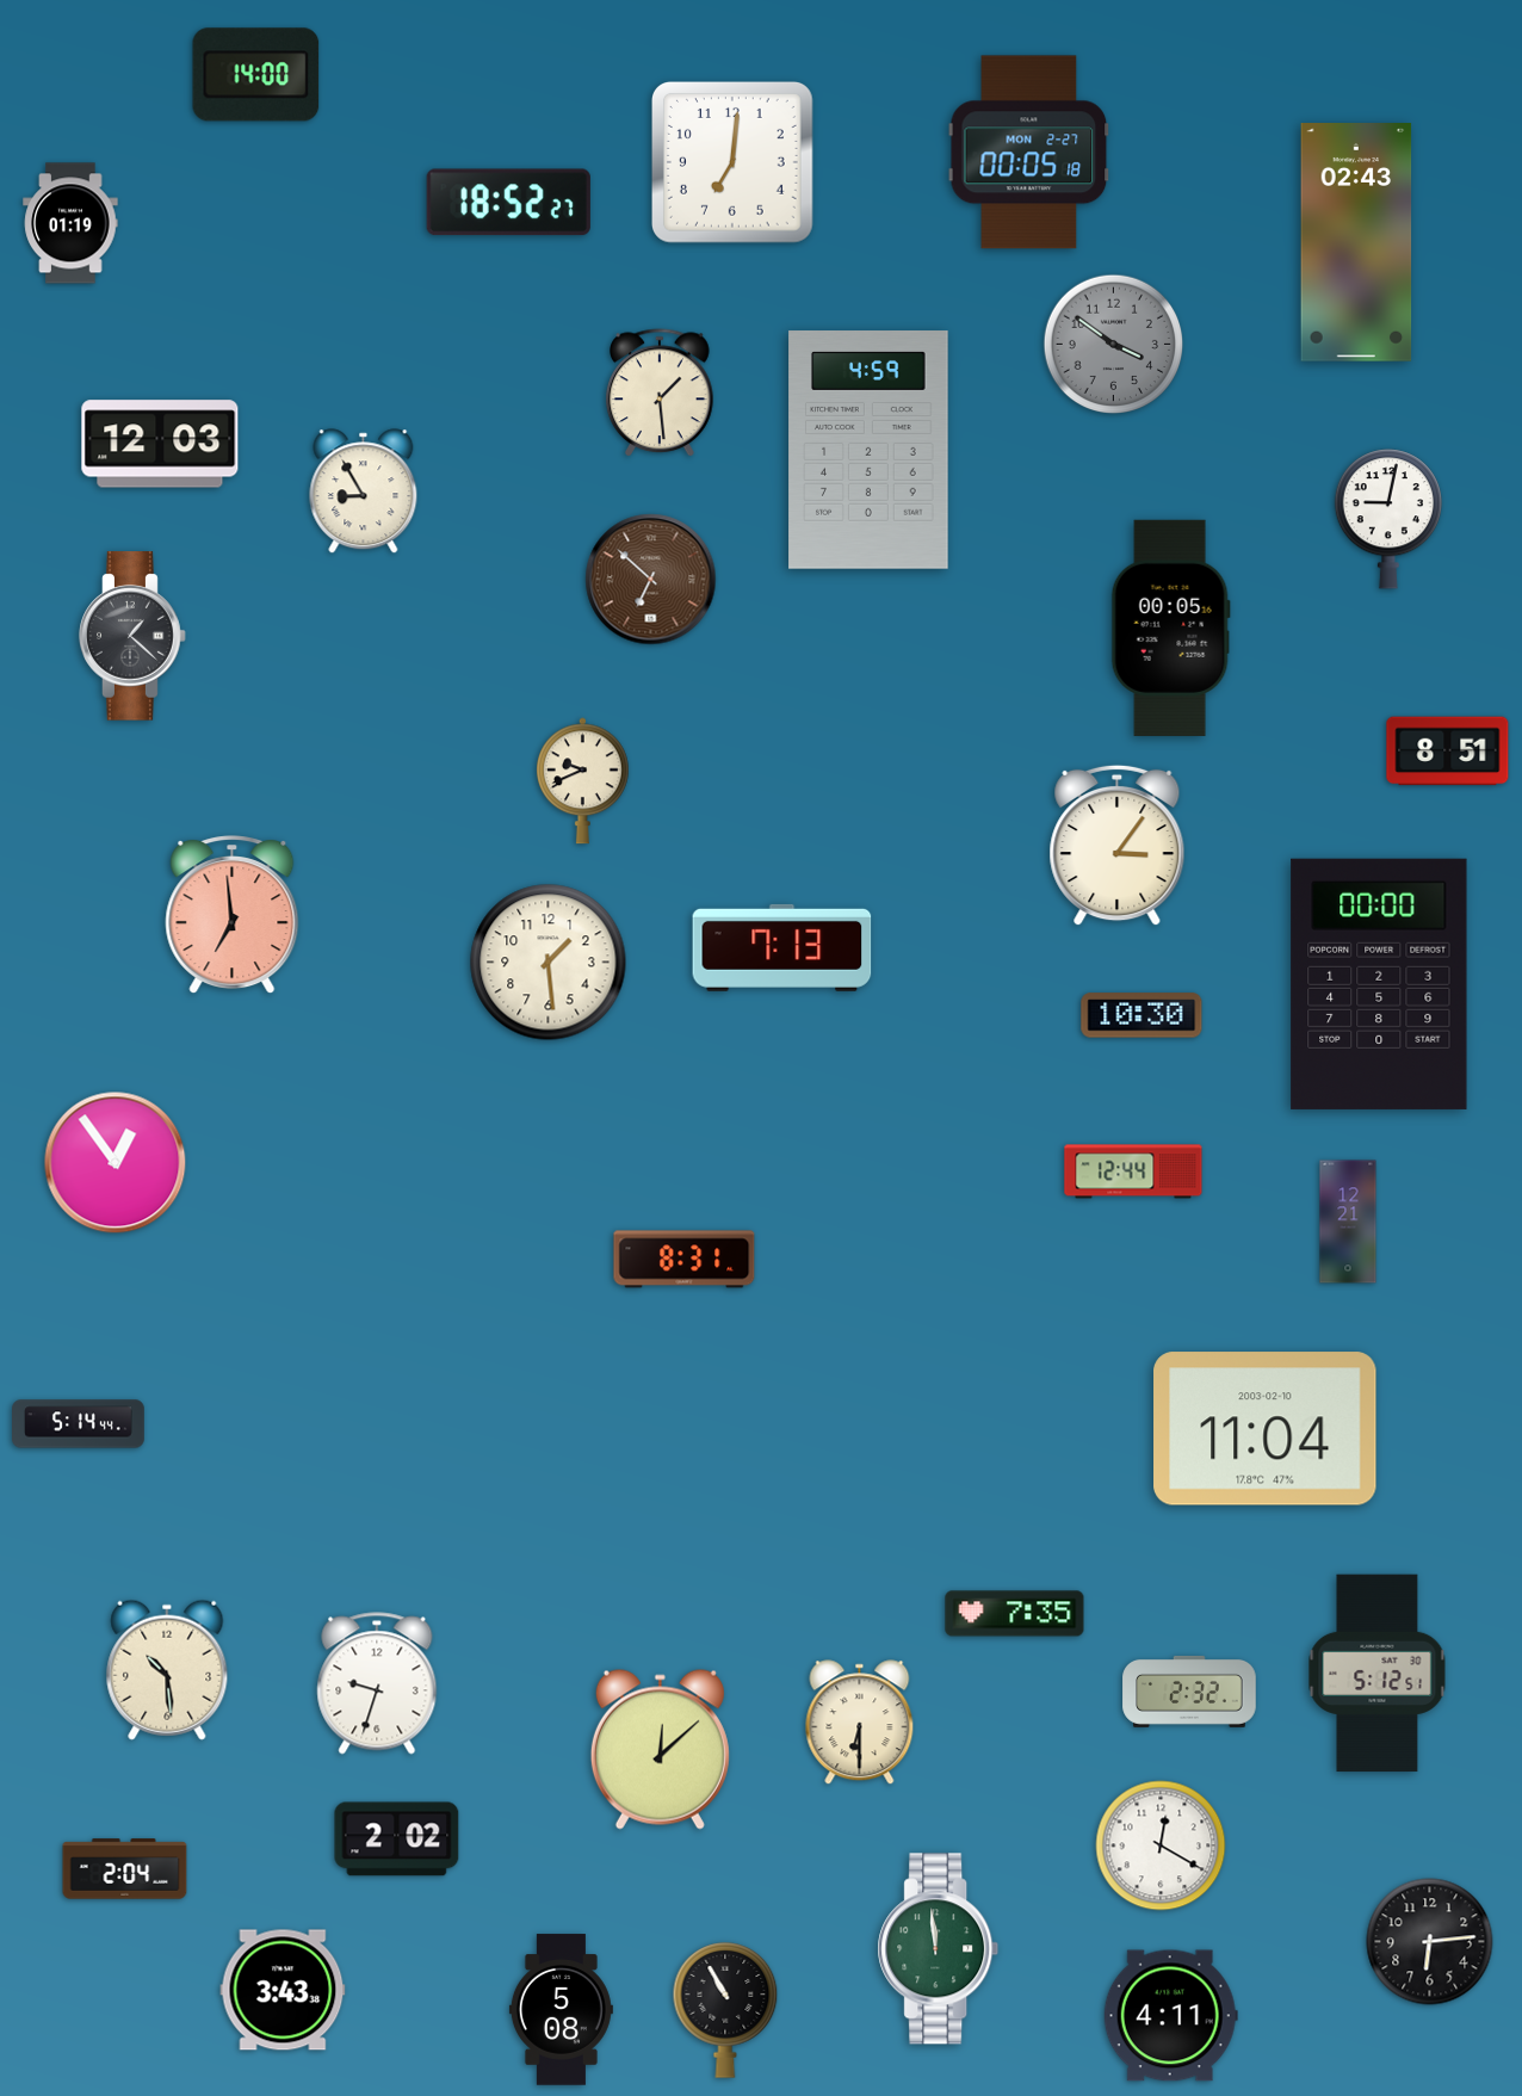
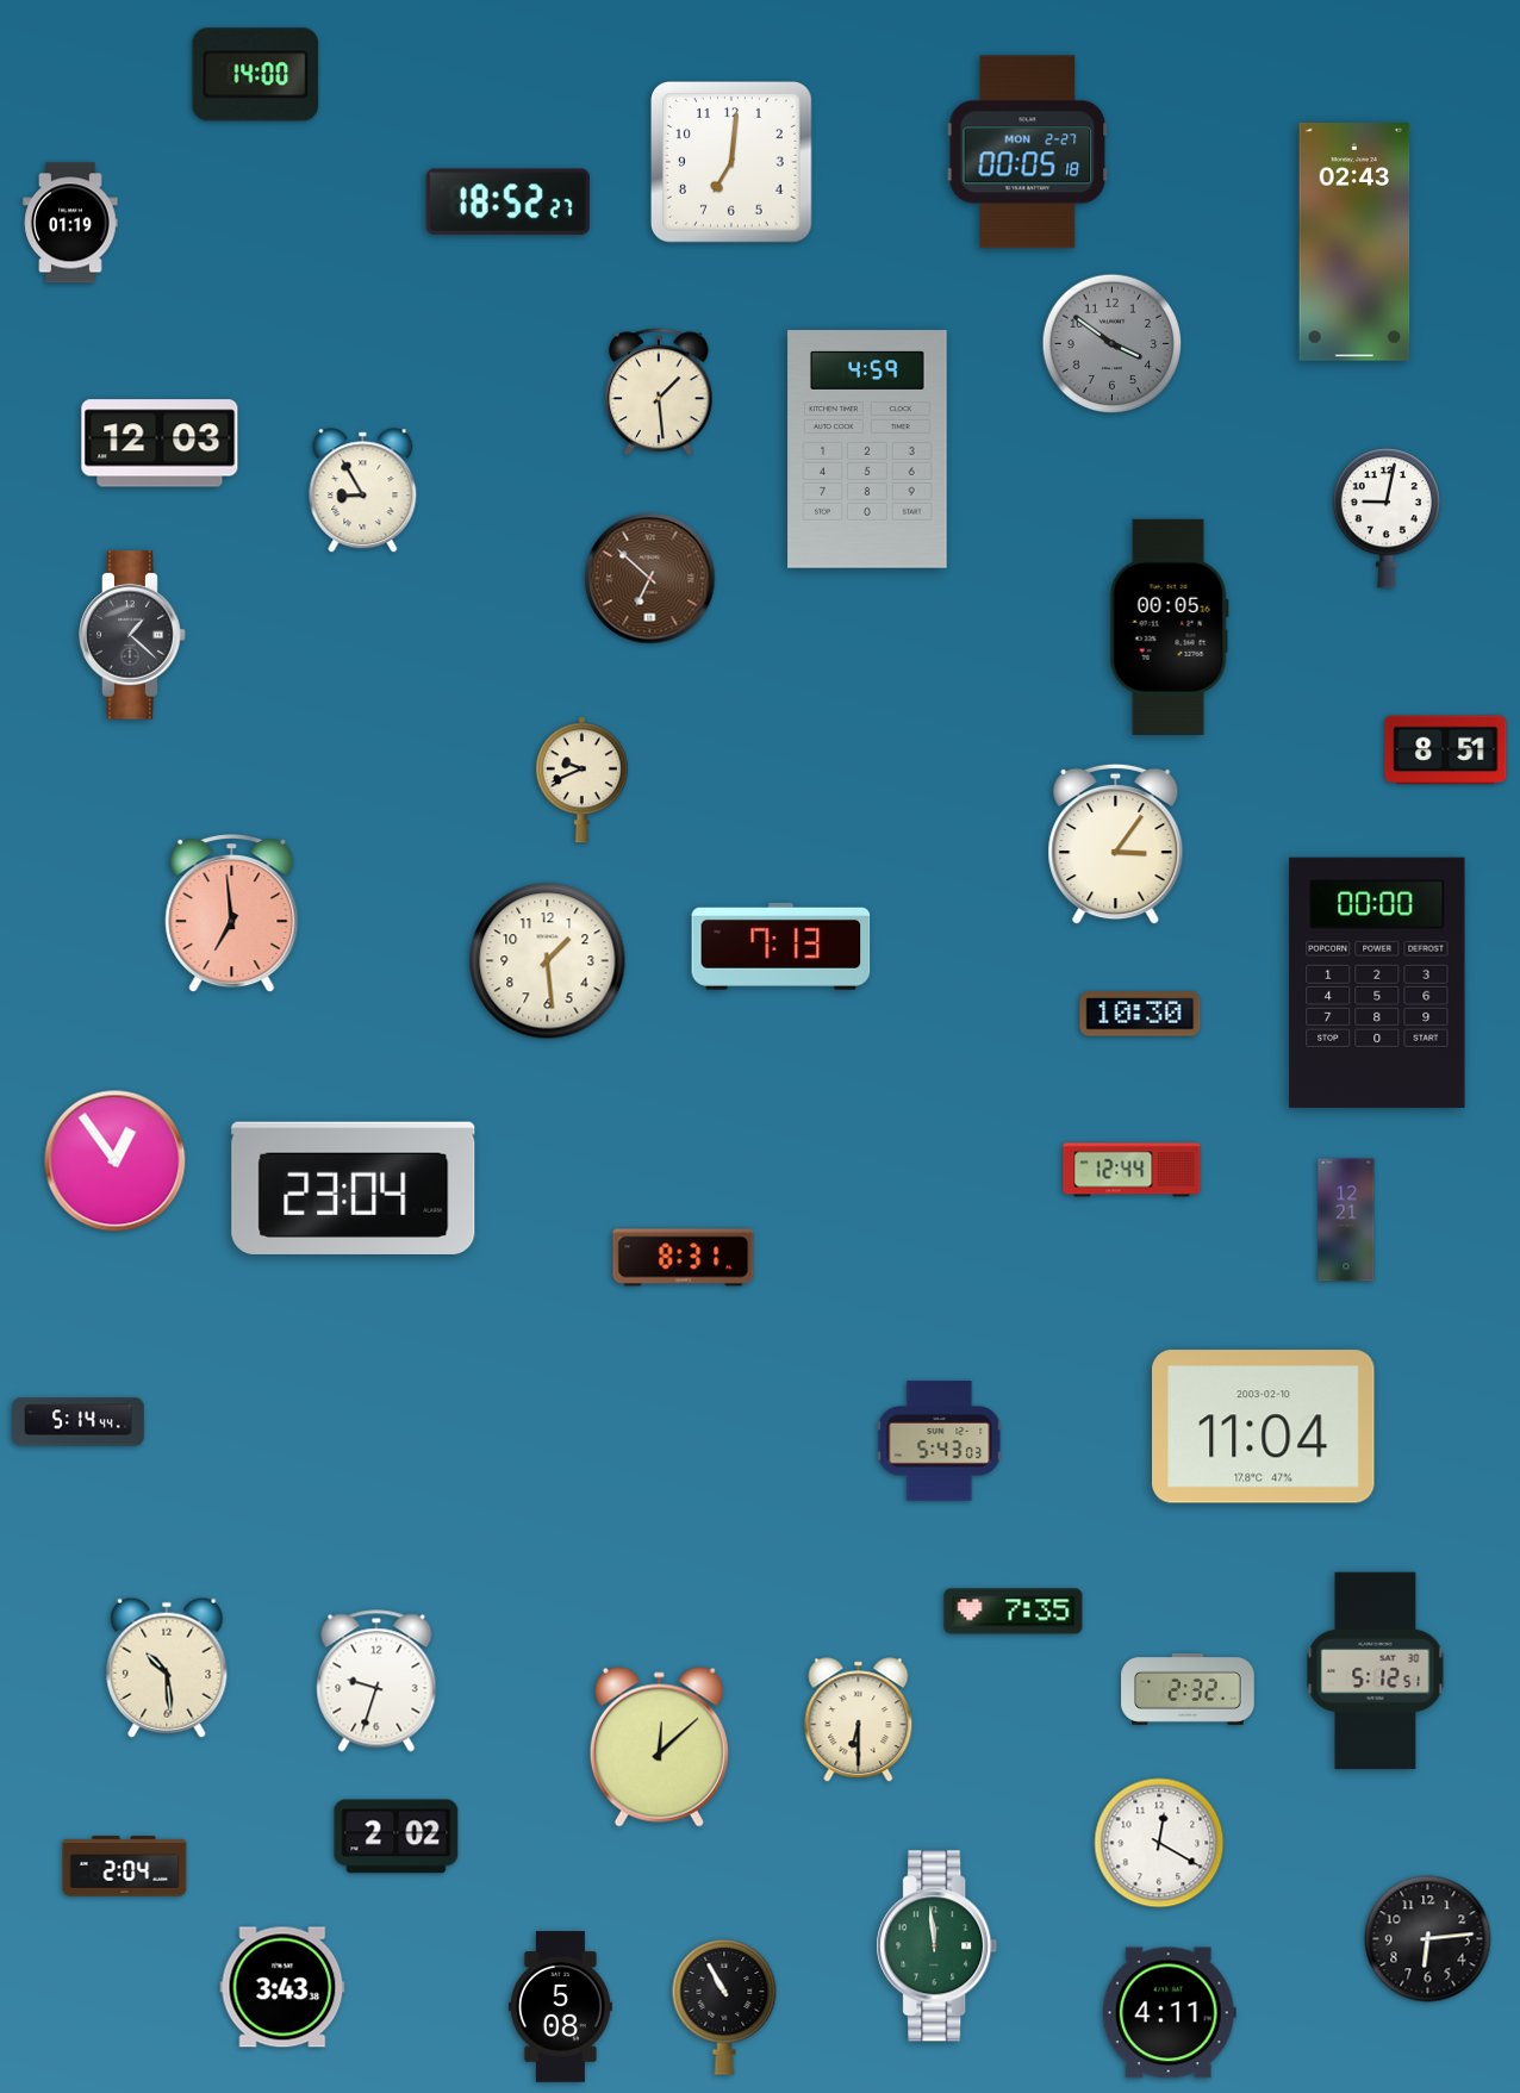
clock at (354, 1188): none -> 23:04
clock at (940, 1441): none -> 5:43
